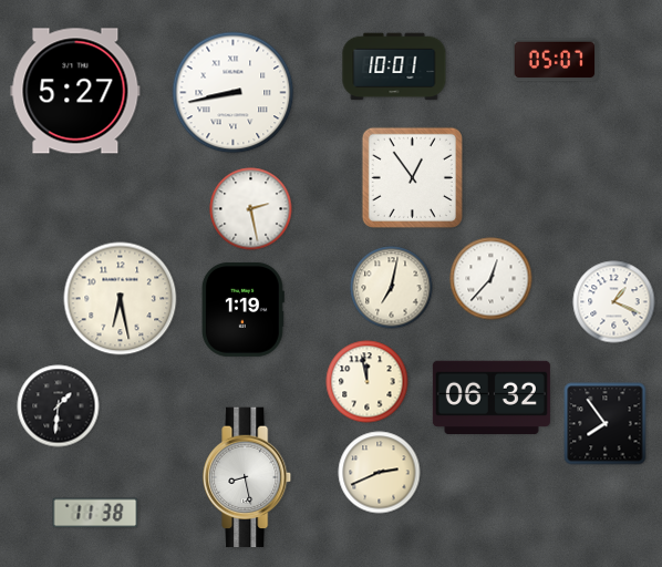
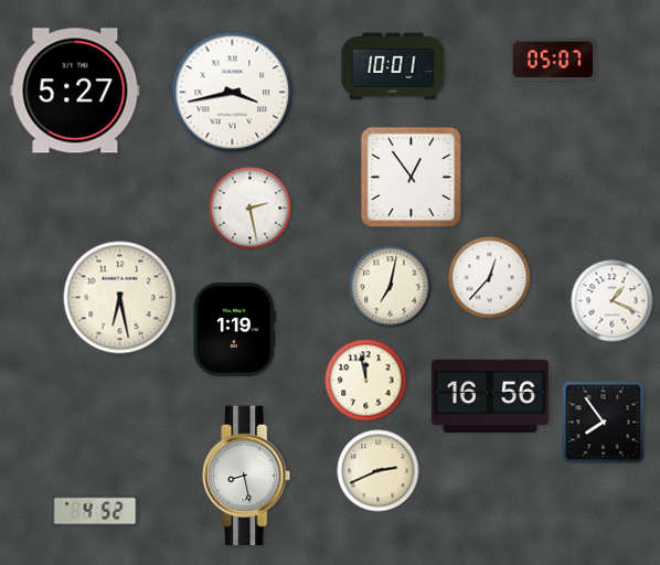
clock at (234, 93): 8:43 -> 3:43
clock at (242, 310) position: (242, 310) -> (234, 330)
clock at (492, 396): 06:32 -> 16:56
clock at (59, 406): 1:31 -> none
clock at (95, 513): 11:38 -> 4:52
